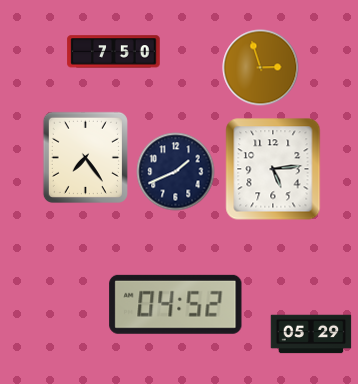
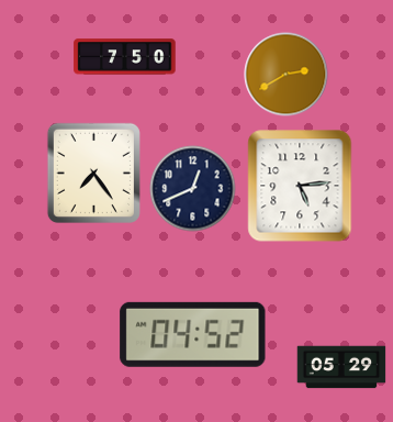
clock at (261, 68): 2:57 -> 2:40
clock at (176, 172): 1:41 -> 12:41
